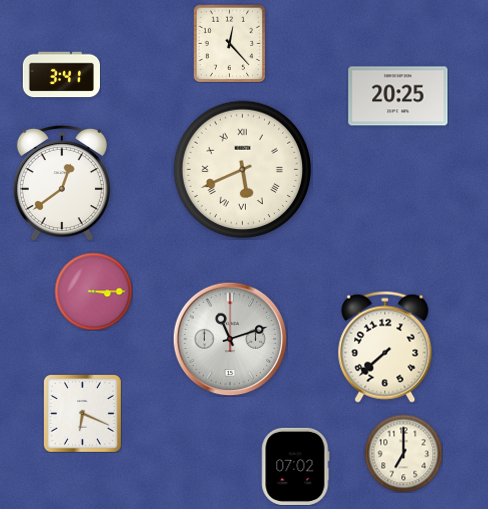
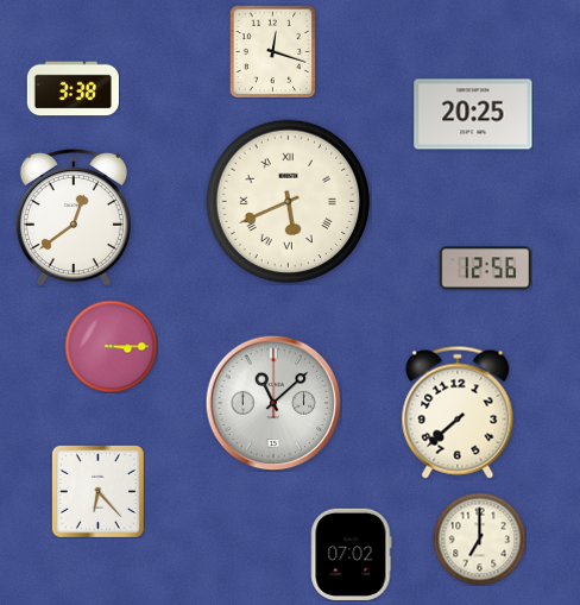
clock at (230, 43): 12:23 -> 12:18
clock at (61, 75): 3:41 -> 3:38
clock at (485, 269): none -> 12:56
clock at (230, 339): 11:12 -> 11:08
clock at (82, 413): 6:19 -> 6:23
